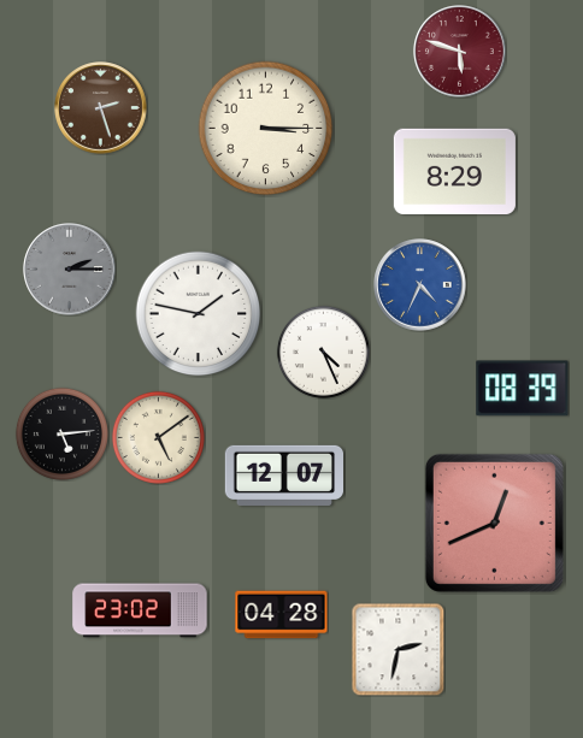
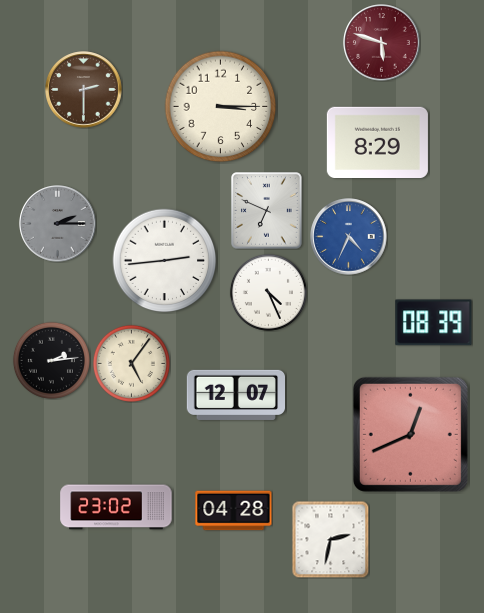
clock at (101, 108): 2:27 -> 2:30
clock at (267, 211): none -> 6:49
clock at (199, 314): 1:47 -> 2:44
clock at (61, 433): 5:14 -> 2:14
clock at (158, 437): 5:09 -> 5:06
